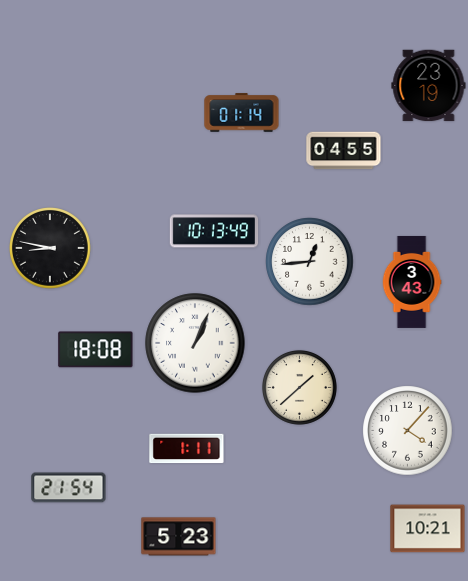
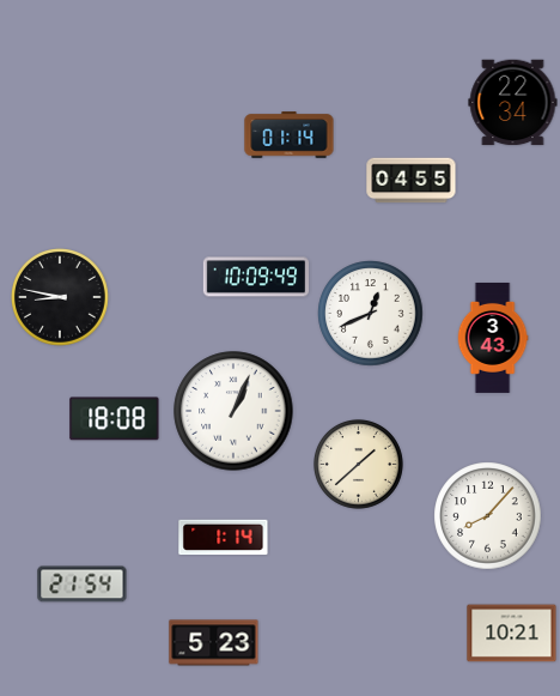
clock at (429, 86): 23:19 -> 22:34
clock at (214, 231): 10:13 -> 10:09
clock at (310, 262): 12:44 -> 12:41
clock at (408, 431): 4:07 -> 8:07
clock at (187, 449): 1:11 -> 1:14
